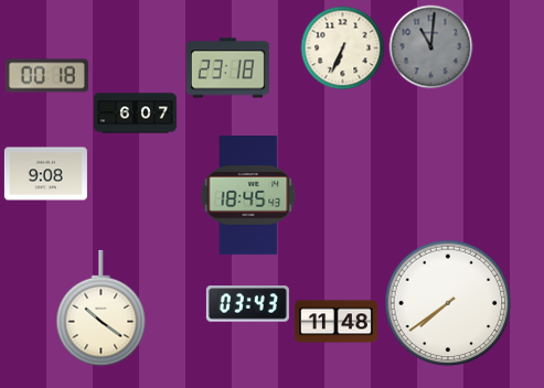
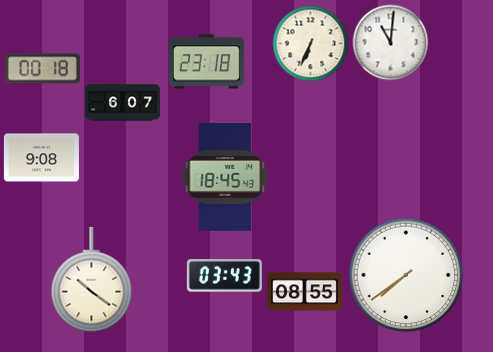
clock at (431, 47) dial: grey -> white
clock at (335, 322): 11:48 -> 08:55
